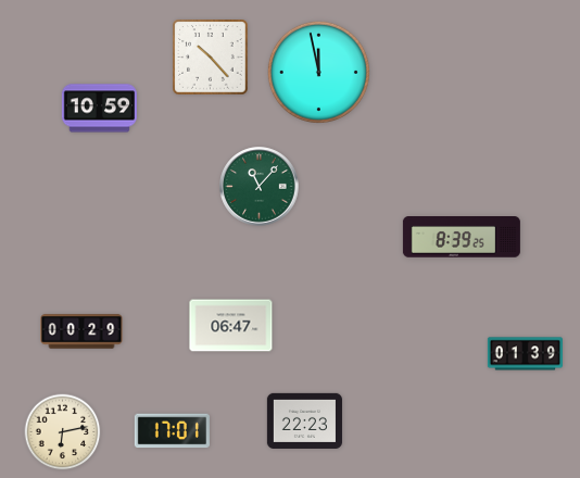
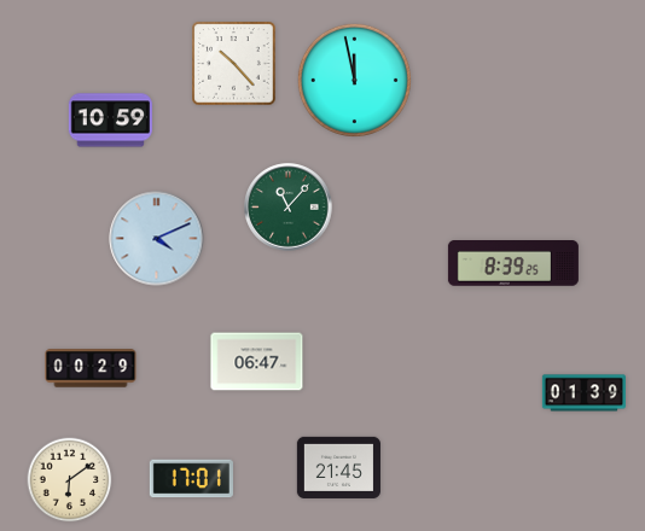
clock at (157, 239): none -> 4:11
clock at (304, 420): 22:23 -> 21:45
clock at (63, 432): 6:13 -> 6:09
